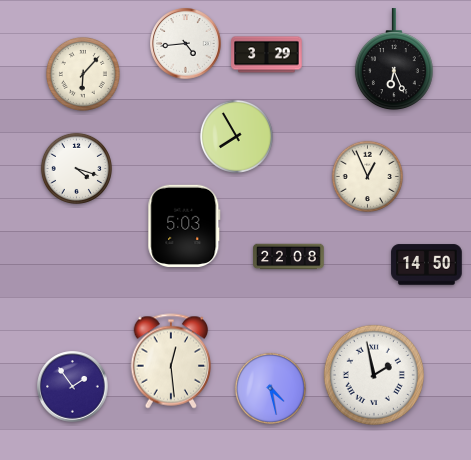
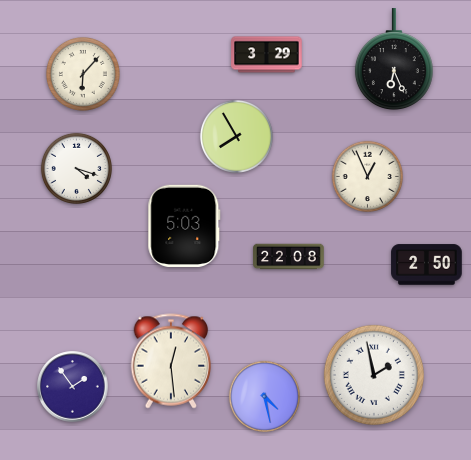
clock at (186, 44): 4:44 -> none
clock at (427, 265): 14:50 -> 2:50
clock at (270, 388) position: (270, 388) -> (264, 396)
